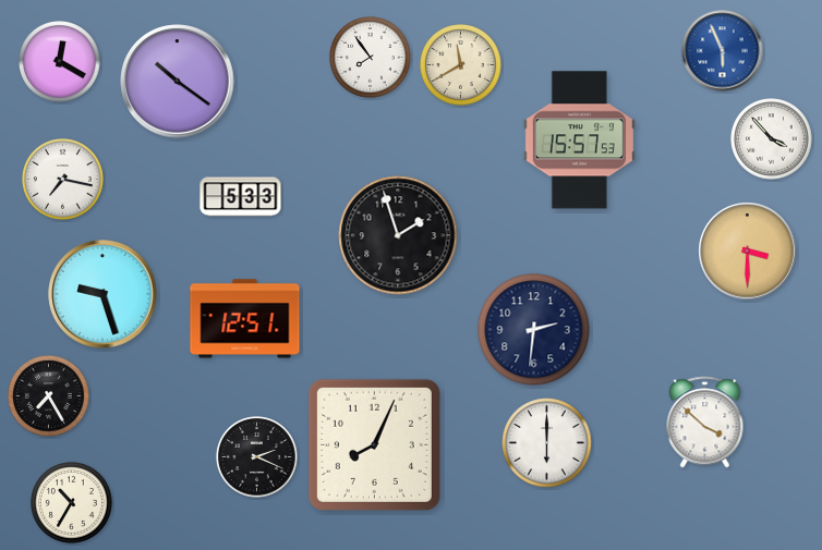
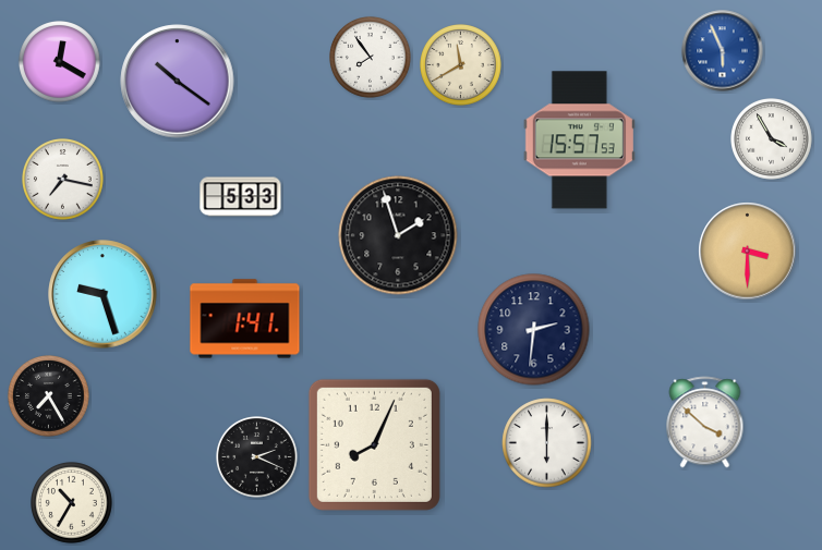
clock at (772, 139): 3:53 -> 3:55
clock at (245, 319): 12:51 -> 1:41
